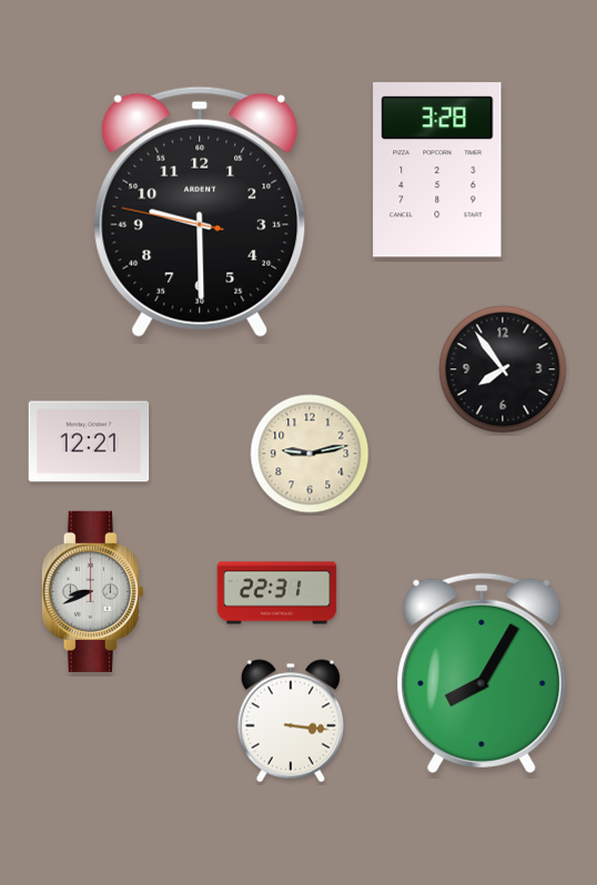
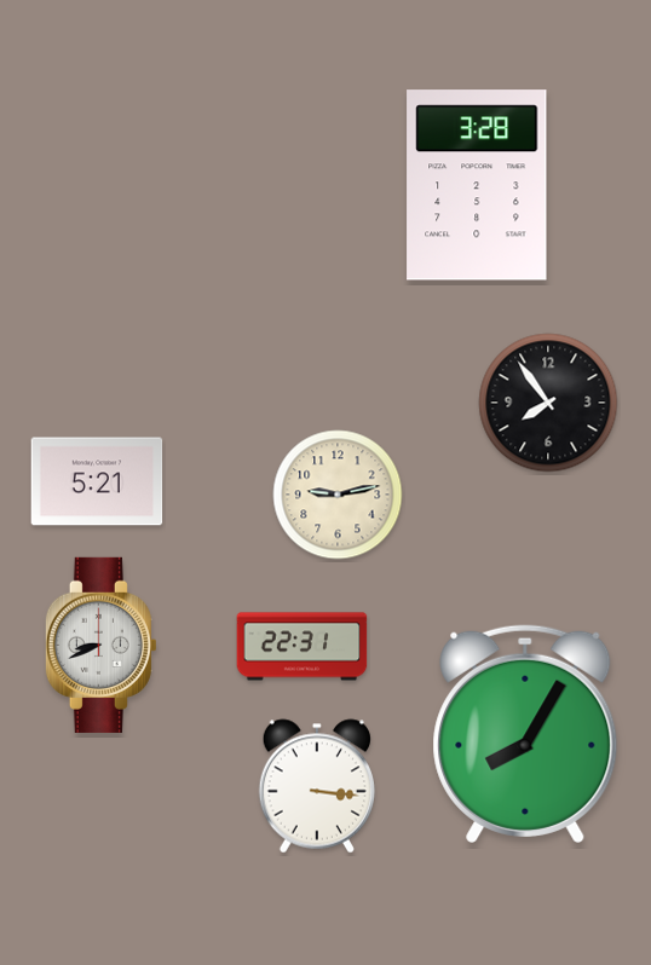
clock at (200, 212): 9:29 -> none
clock at (89, 441): 12:21 -> 5:21
